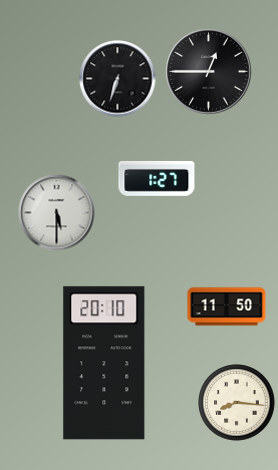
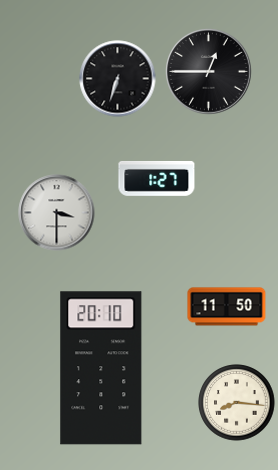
clock at (57, 213): 5:30 -> 3:30
clock at (104, 363) position: (104, 363) -> (101, 368)
